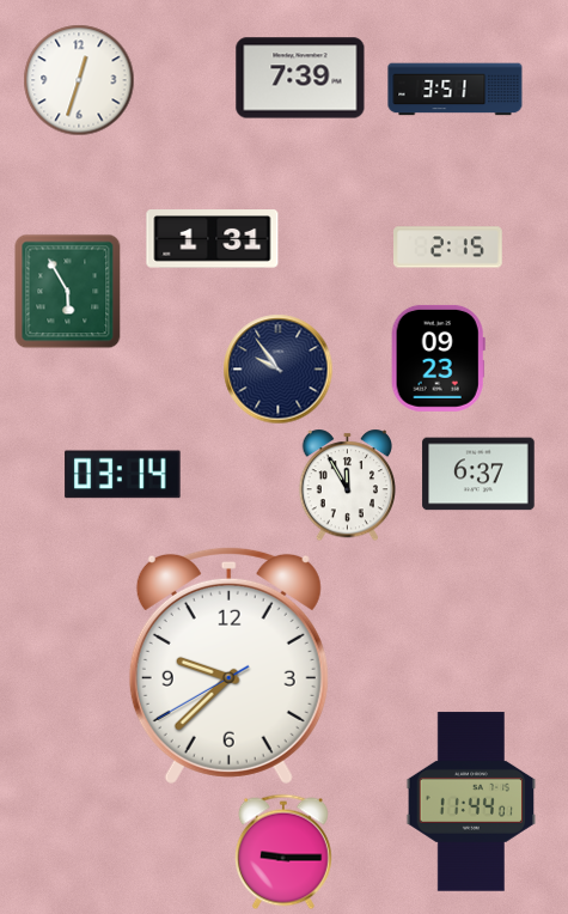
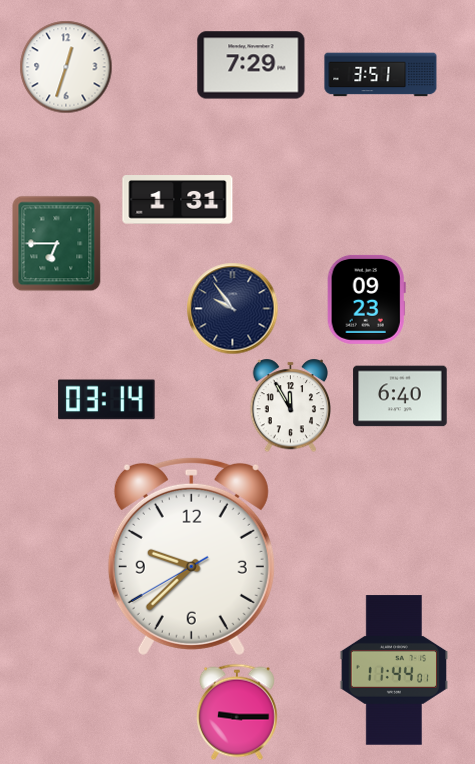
clock at (300, 78): 7:39 -> 7:29
clock at (448, 248): 2:15 -> none
clock at (68, 291): 5:55 -> 6:45
clock at (478, 474): 6:37 -> 6:40
clock at (123, 475) position: (123, 475) -> (107, 400)
